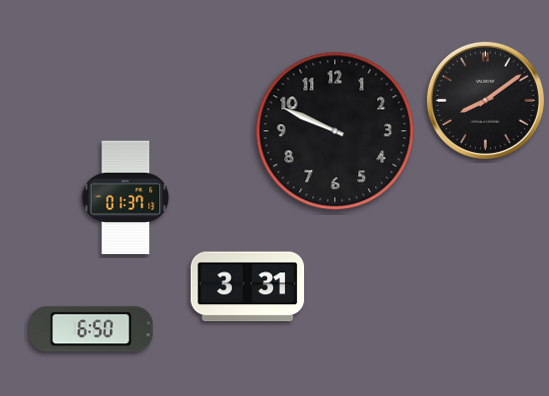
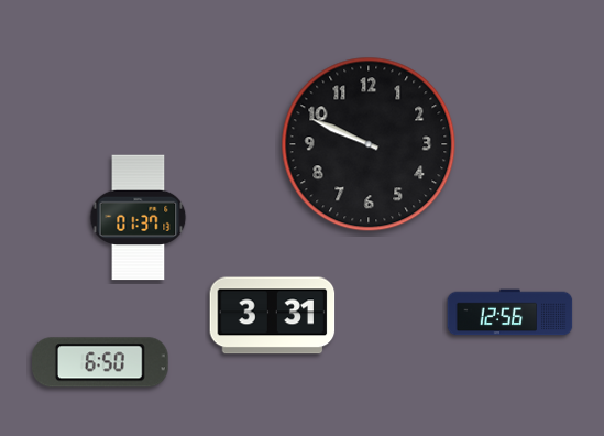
clock at (485, 100): 8:09 -> none
clock at (510, 313): none -> 12:56
